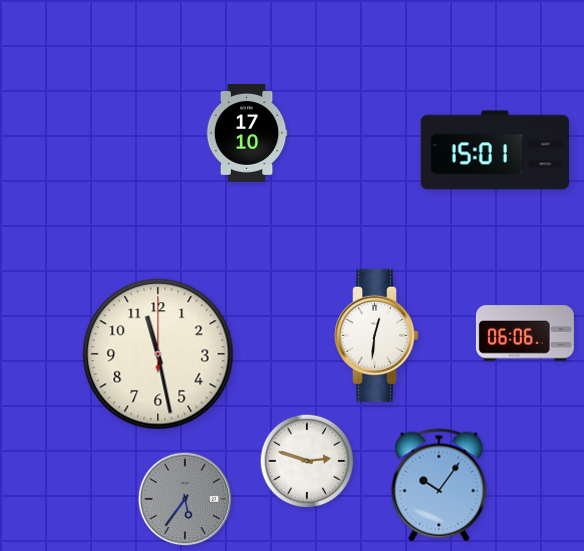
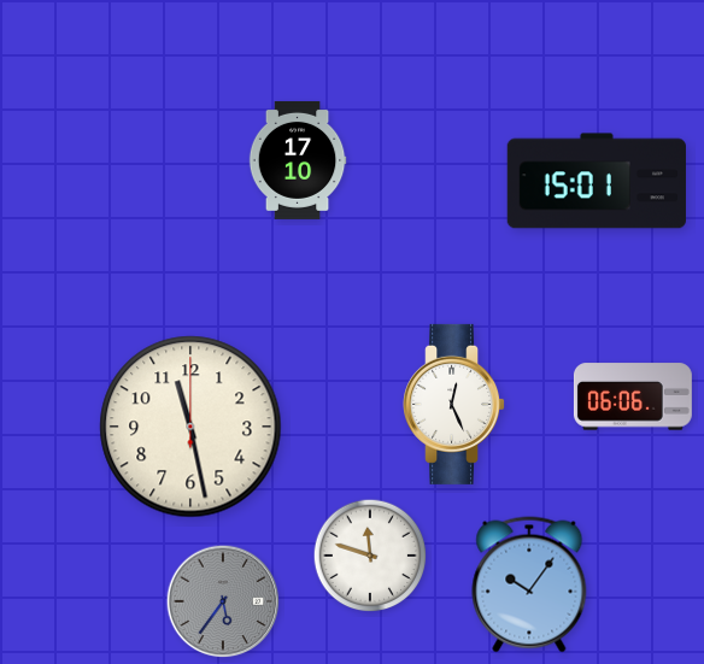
clock at (525, 333) position: (525, 333) -> (633, 396)
clock at (377, 335): 12:31 -> 12:26
clock at (307, 461): 2:48 -> 11:48
